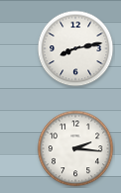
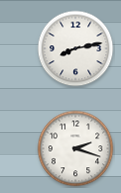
clock at (76, 149): 2:16 -> 2:18
